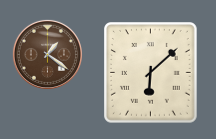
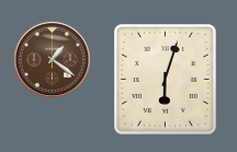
clock at (151, 73): 6:08 -> 6:03
